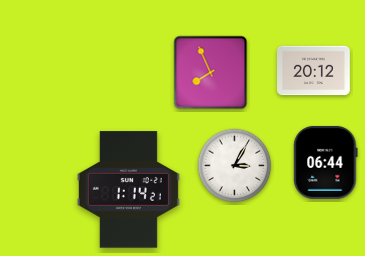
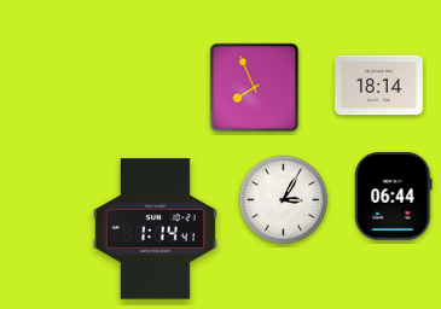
clock at (314, 71): 20:12 -> 18:14
clock at (128, 190): 1:14:21 -> 1:14:41
